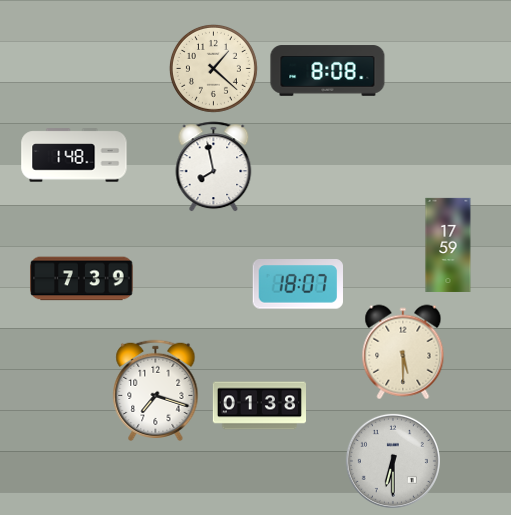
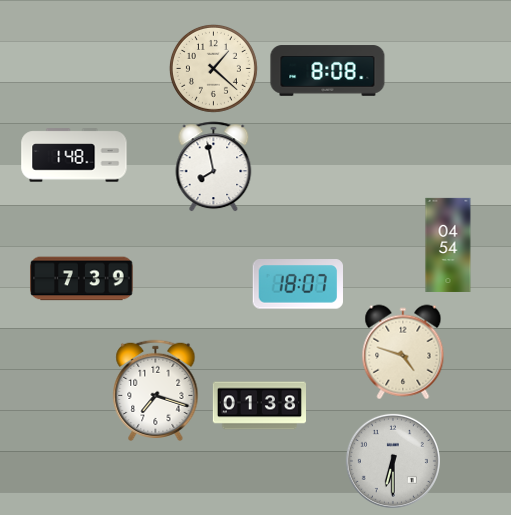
clock at (448, 245): 17:59 -> 04:54
clock at (403, 352): 5:30 -> 4:48
